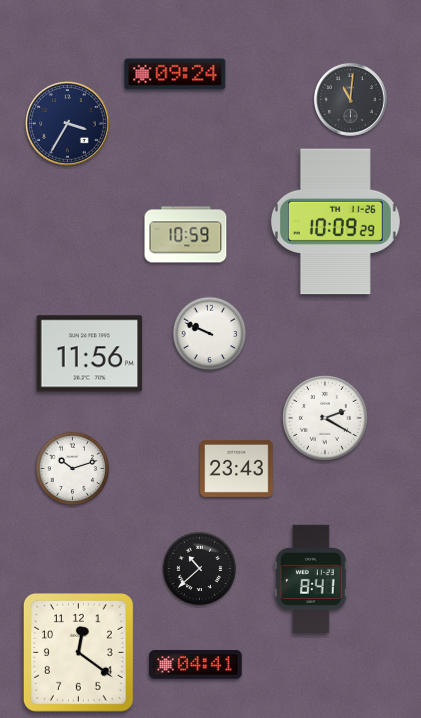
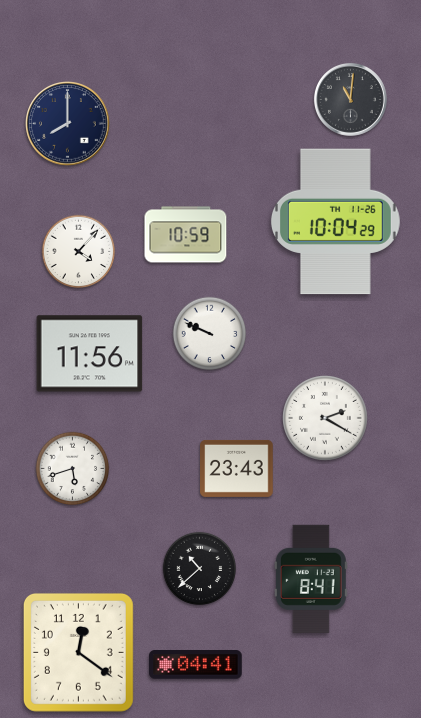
clock at (175, 74): 09:24 -> none
clock at (68, 124): 3:35 -> 8:00
clock at (335, 222): 10:09 -> 10:04
clock at (79, 252): none -> 4:07
clock at (73, 469): 10:12 -> 5:42
